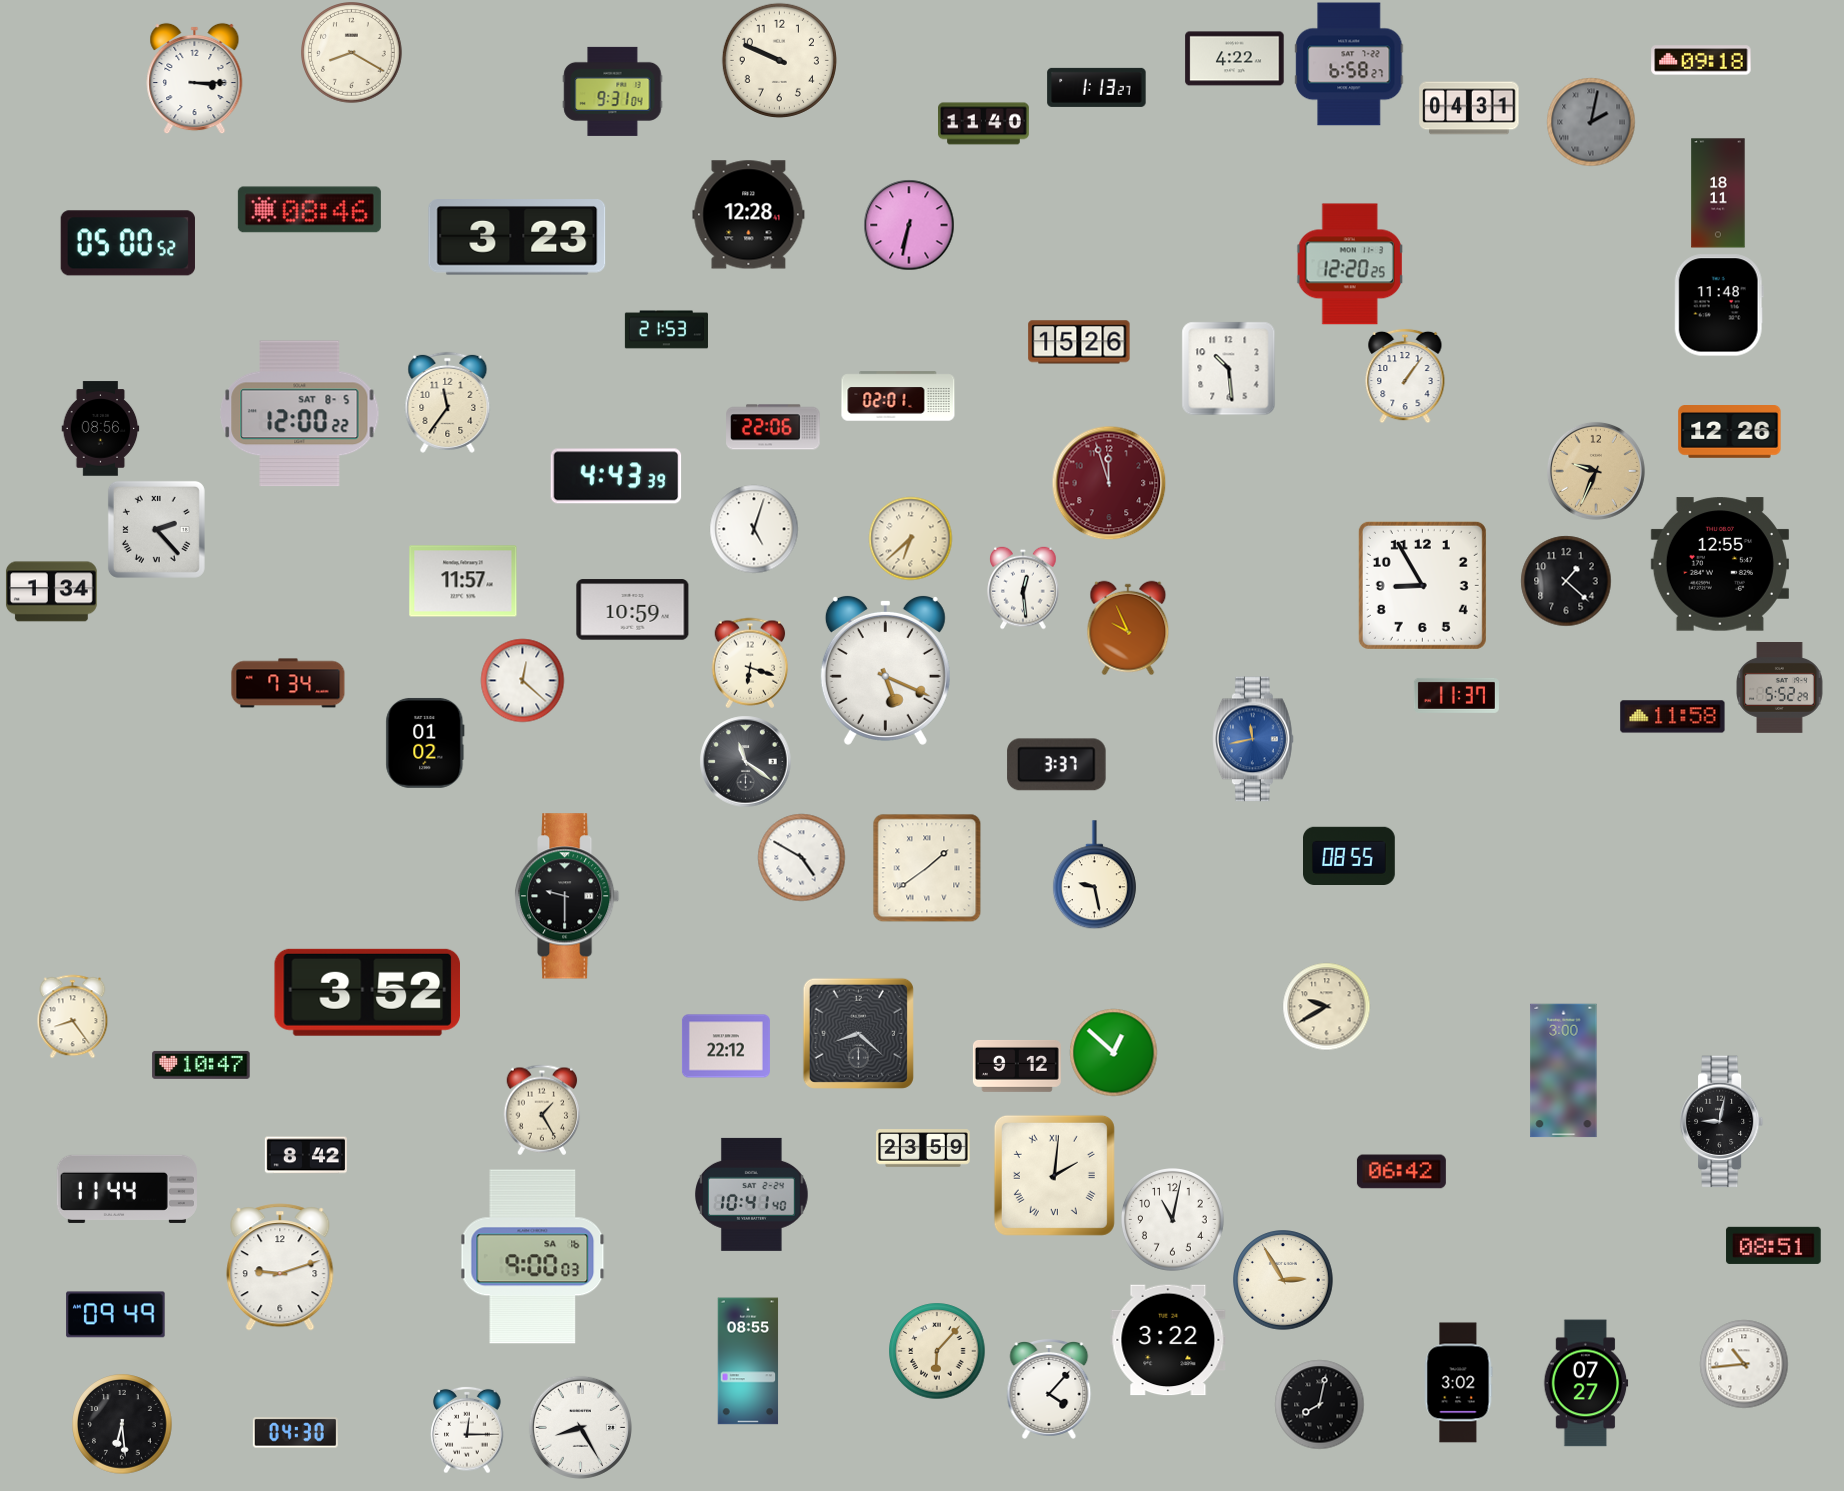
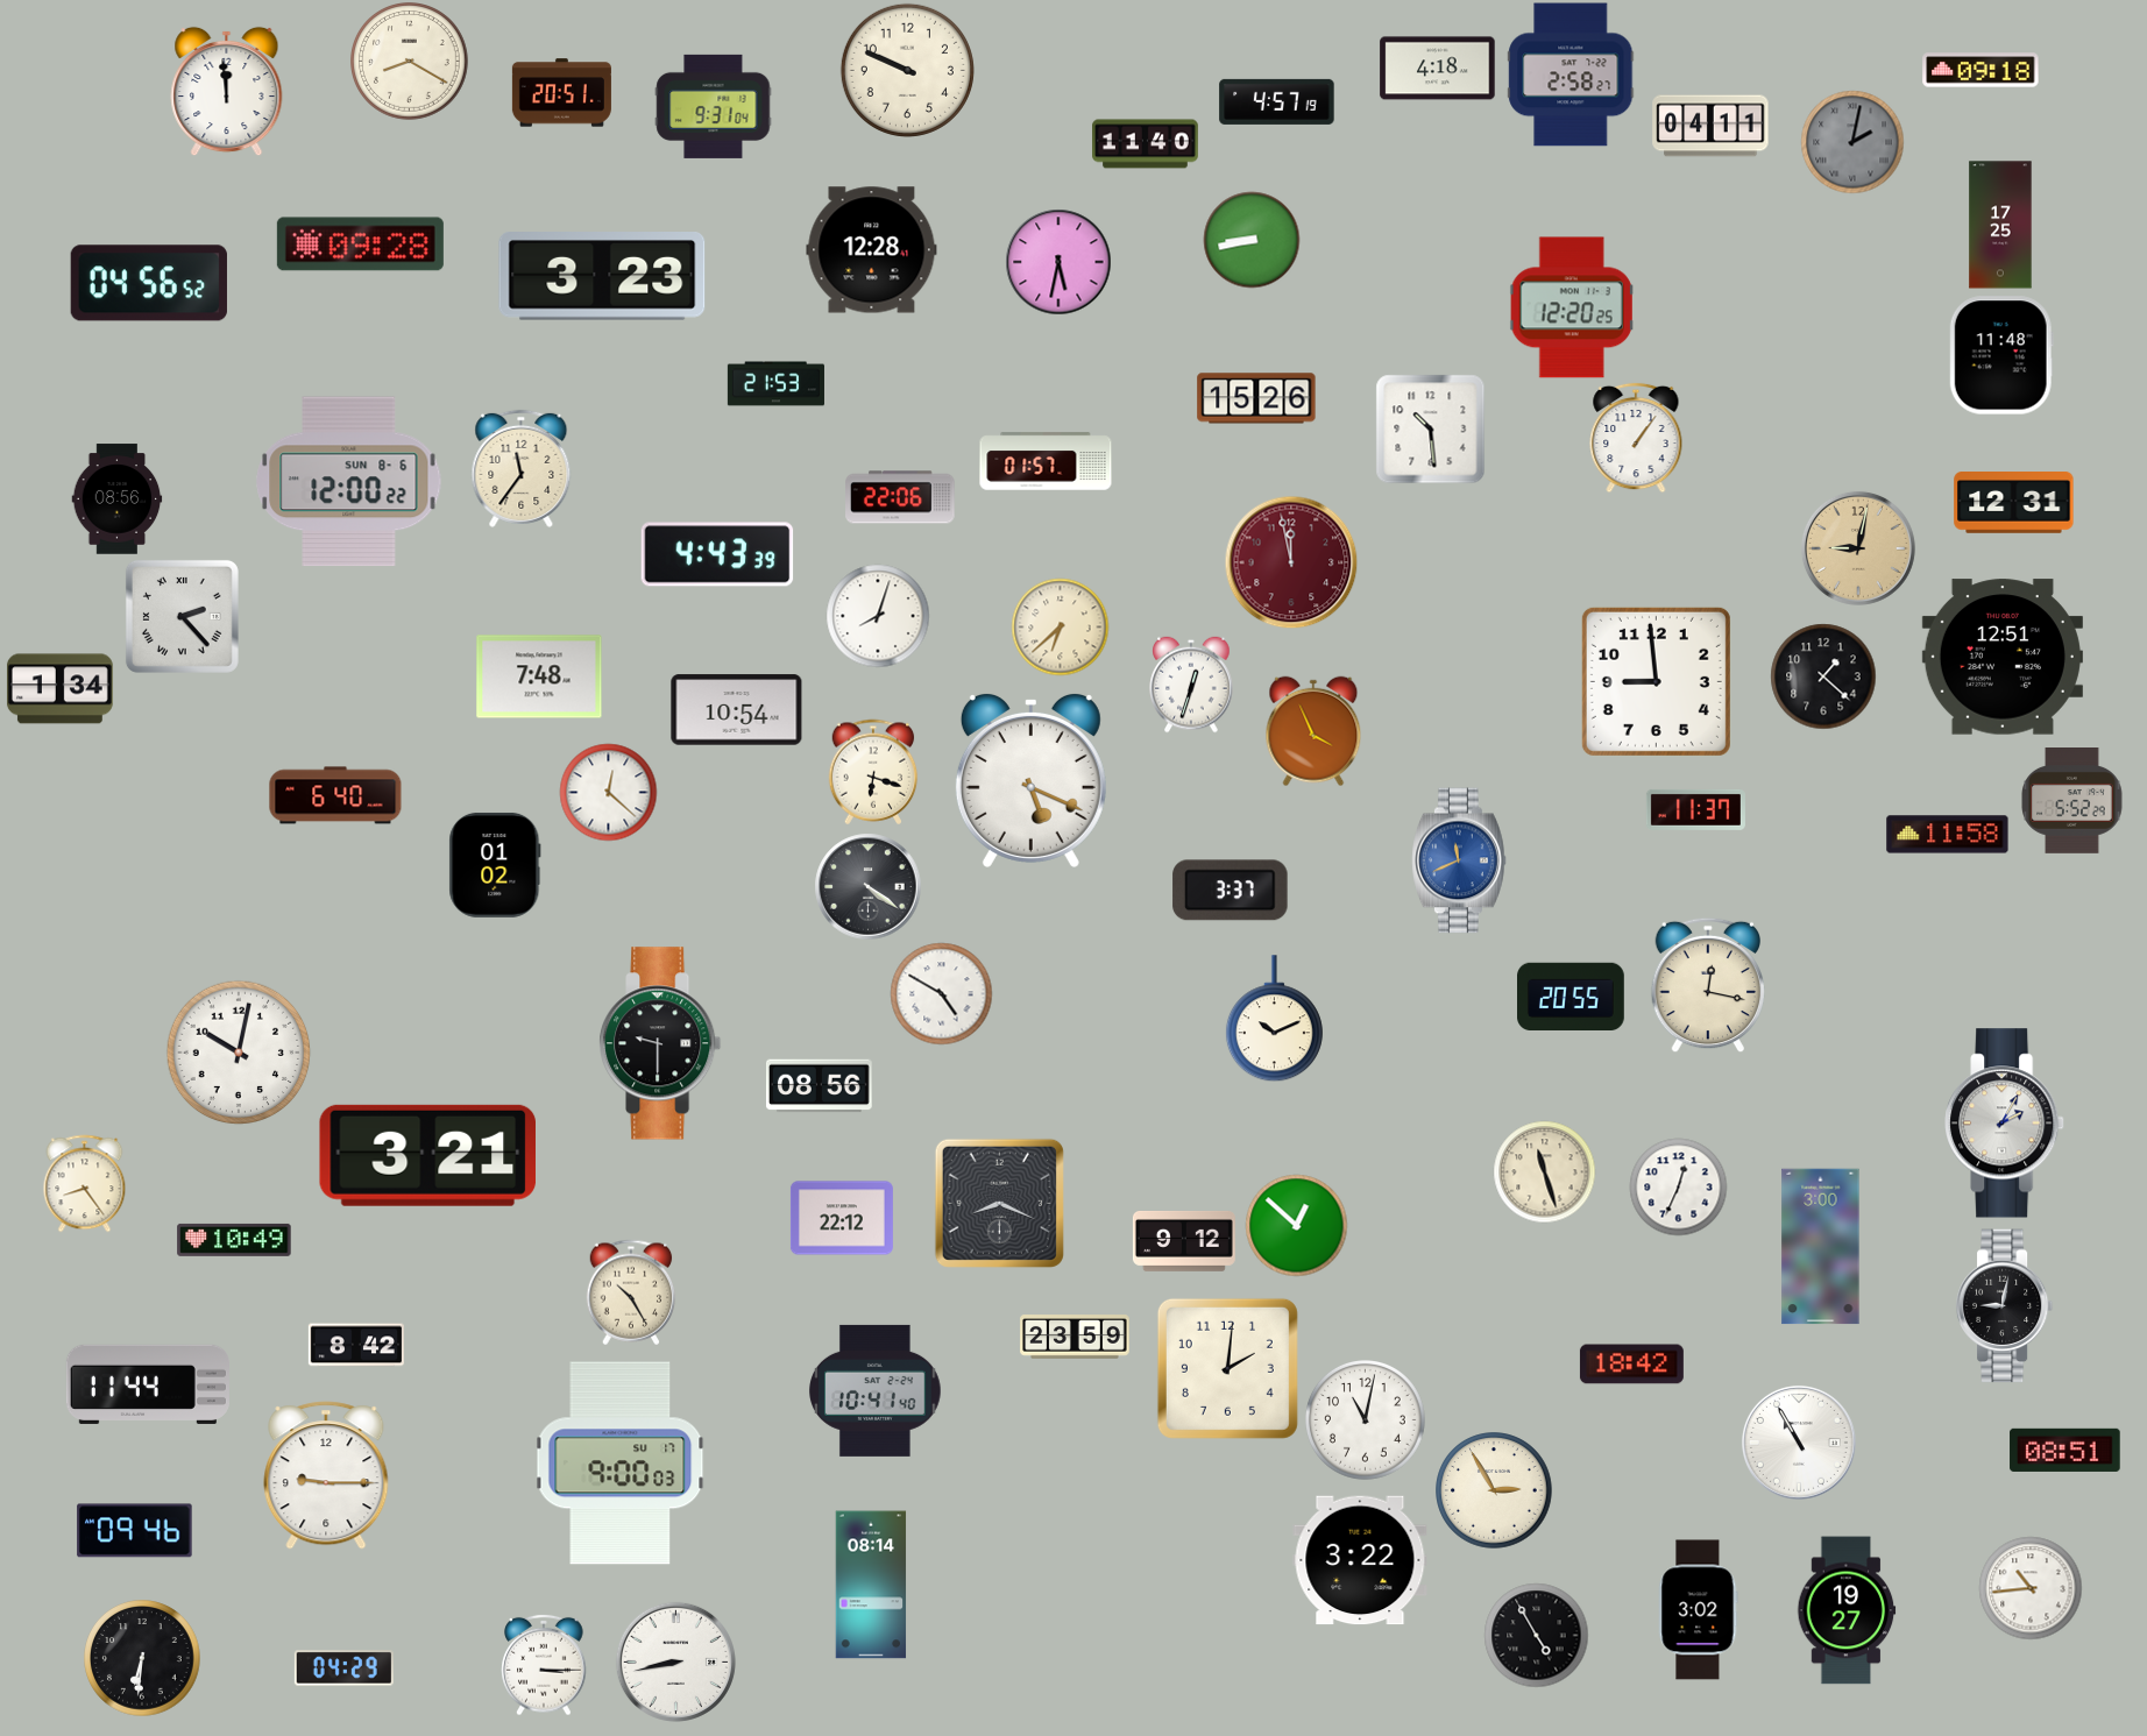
clock at (1235, 59): 4:22 -> 4:18
clock at (1349, 64): 6:58 -> 2:58
clock at (195, 78): 3:15 -> 11:59
clock at (561, 93): none -> 20:51
clock at (1097, 87): 1:13 -> 4:57
clock at (1469, 108): 04:31 -> 04:11
clock at (1718, 193): 18:11 -> 17:25
clock at (1252, 240): none -> 8:43
clock at (309, 210): 08:46 -> 09:28
clock at (909, 225): 6:32 -> 5:32
clock at (127, 243): 05:00 -> 04:56
clock at (898, 396): 02:01 -> 01:57
clock at (300, 414) date: SAT 8-5 -> SUN 8-6
clock at (1730, 432): 12:26 -> 12:31
clock at (1596, 471): 9:34 -> 9:02
clock at (1109, 483): 11:57 -> 11:58
clock at (754, 529): 5:03 -> 8:03
clock at (1720, 564): 12:55 -> 12:51
clock at (463, 581): 11:57 -> 7:48
clock at (1422, 585): 8:55 -> 8:59
clock at (1023, 588): 12:29 -> 12:33
clock at (633, 610): 10:59 -> 10:54
clock at (1128, 628): 9:56 -> 3:56
clock at (288, 683): 7:34 -> 6:40
clock at (1254, 739): 11:43 -> 11:41
clock at (745, 761): 11:21 -> 4:21
clock at (1707, 985): none -> 12:17
clock at (1350, 855): 08:55 -> 20:55
clock at (801, 857) position: (801, 857) -> (941, 993)
clock at (927, 868): 1:39 -> none
clock at (1094, 875): 9:28 -> 10:11
clock at (239, 1053): none -> 10:02
clock at (819, 1086): none -> 08:56
clock at (2005, 1124): none -> 2:05
clock at (367, 992): 3:52 -> 3:21
clock at (1326, 1006): 9:40 -> 11:27
clock at (1678, 1186): none -> 12:34
clock at (858, 1033): 8:22 -> 8:19
clock at (726, 1046) position: (726, 1046) -> (842, 1218)
clock at (201, 1065): 10:47 -> 10:49
clock at (542, 1110): 1:25 -> 10:25
clock at (1401, 1172): 06:42 -> 18:42
clock at (1054, 1175) numerals: Roman -> Arabic
clock at (1799, 1443): none -> 10:55
clock at (533, 1257) date: SA 16 -> SU 17
clock at (280, 1267): 9:12 -> 9:15
clock at (116, 1315): 09:49 -> 09:46
clock at (937, 1351): 6:07 -> none
clock at (748, 1361): 08:55 -> 08:14
clock at (1586, 1383): 07:27 -> 19:27
clock at (1049, 1390): 4:07 -> none
clock at (1319, 1404): 8:02 -> 4:55
clock at (122, 1424): 6:29 -> 6:31
clock at (580, 1427): 8:25 -> 8:43
clock at (467, 1430): 12:15 -> 3:15
clock at (295, 1433): 04:30 -> 04:29
